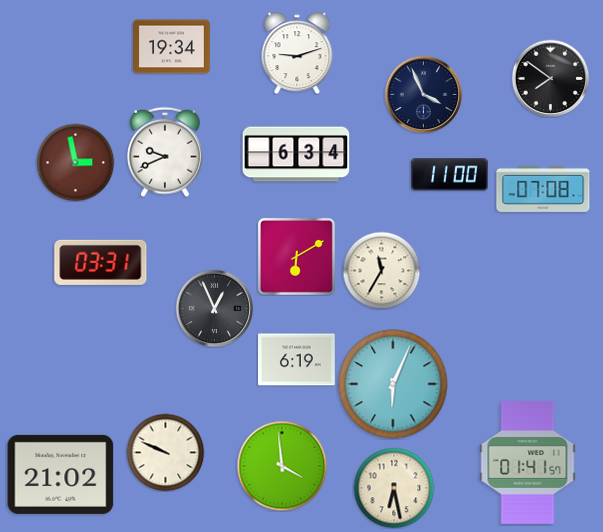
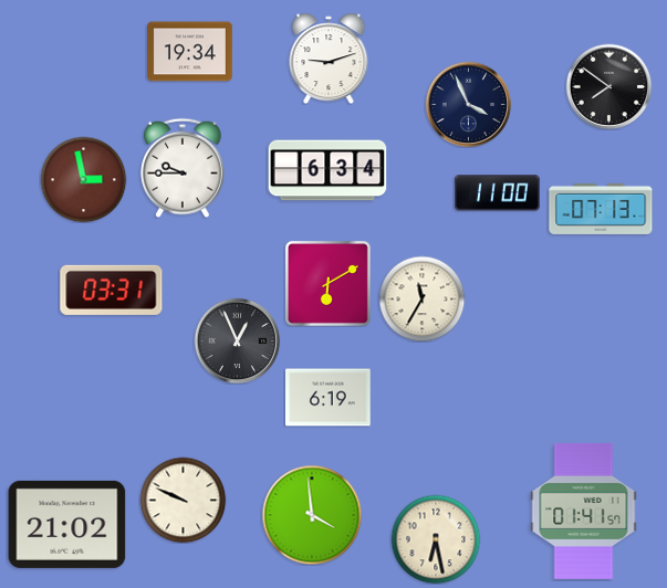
clock at (166, 152): 9:41 -> 9:45
clock at (543, 189): 07:08 -> 07:13
clock at (393, 384): 6:04 -> none
